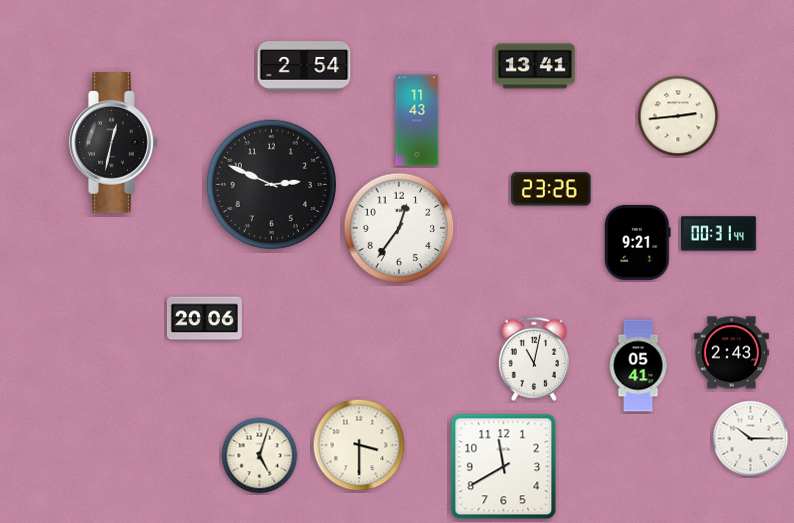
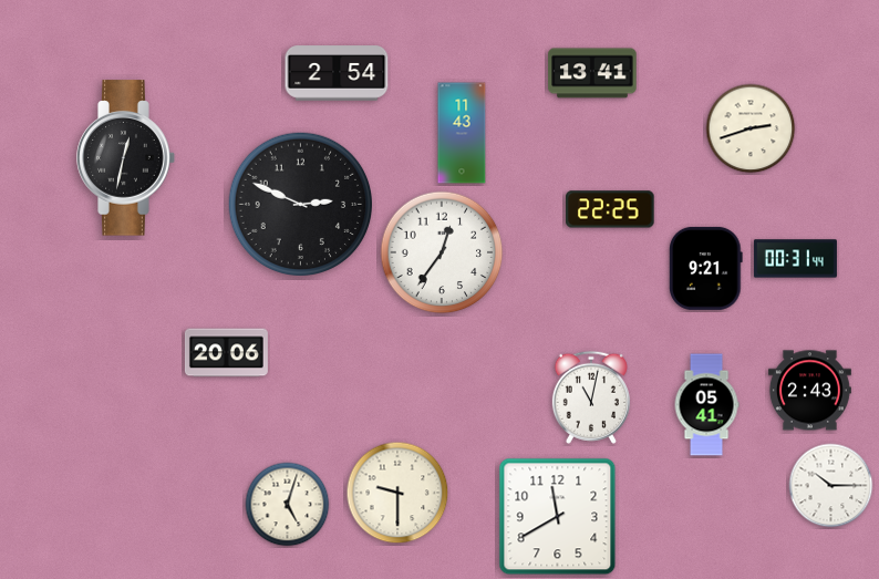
clock at (678, 116): 2:44 -> 2:42
clock at (551, 189): 23:26 -> 22:25
clock at (359, 445): 3:30 -> 9:30
